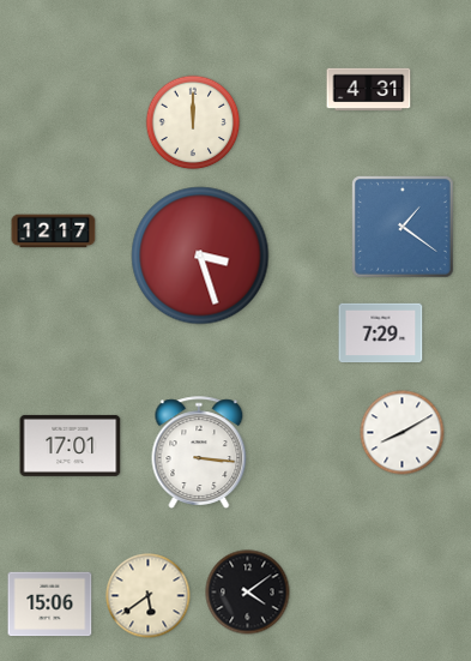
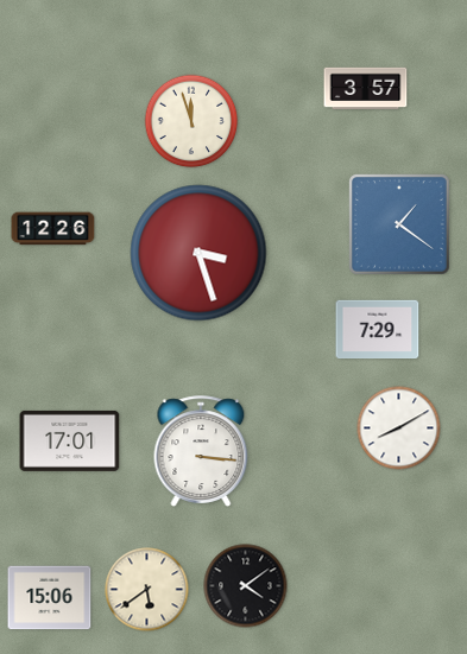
clock at (369, 90): 4:31 -> 3:57
clock at (193, 122): 12:00 -> 11:57
clock at (54, 232): 12:17 -> 12:26
clock at (199, 452) position: (199, 452) -> (201, 451)
